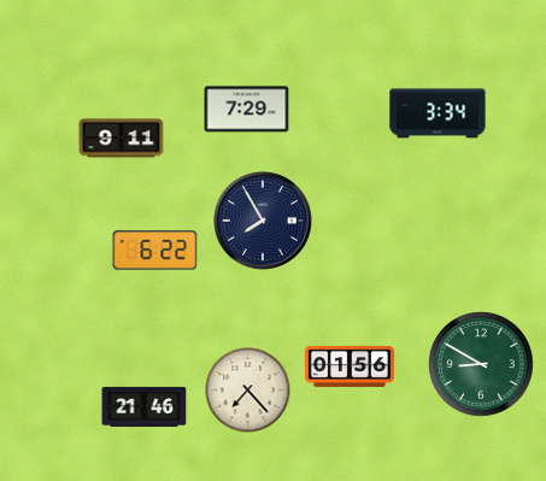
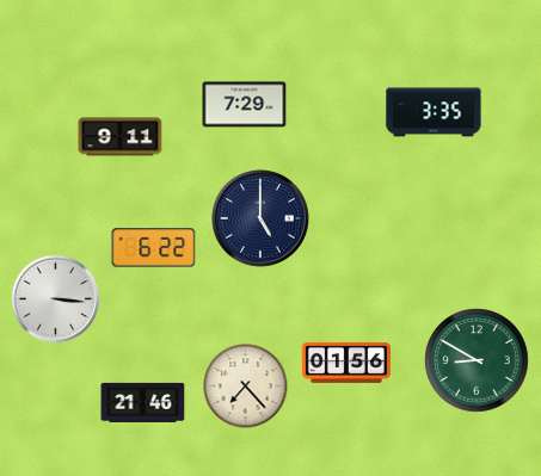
clock at (247, 110) position: (247, 110) -> (245, 105)
clock at (438, 113): 3:34 -> 3:35
clock at (263, 221): 7:55 -> 5:00
clock at (56, 299): none -> 3:16
